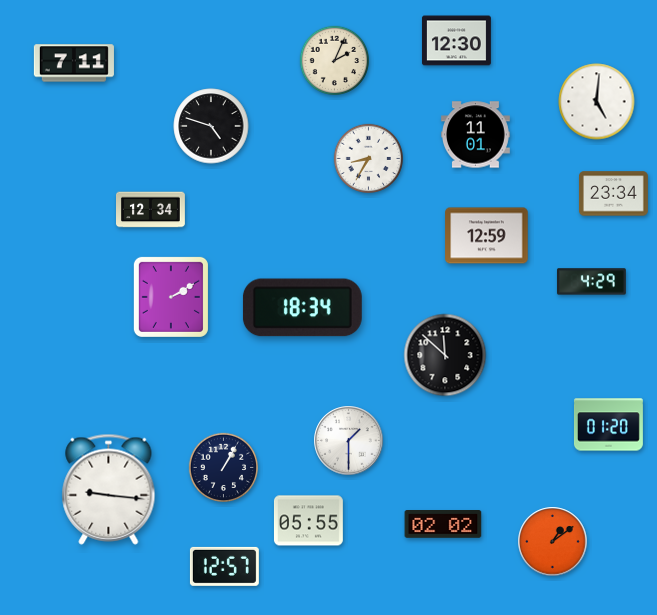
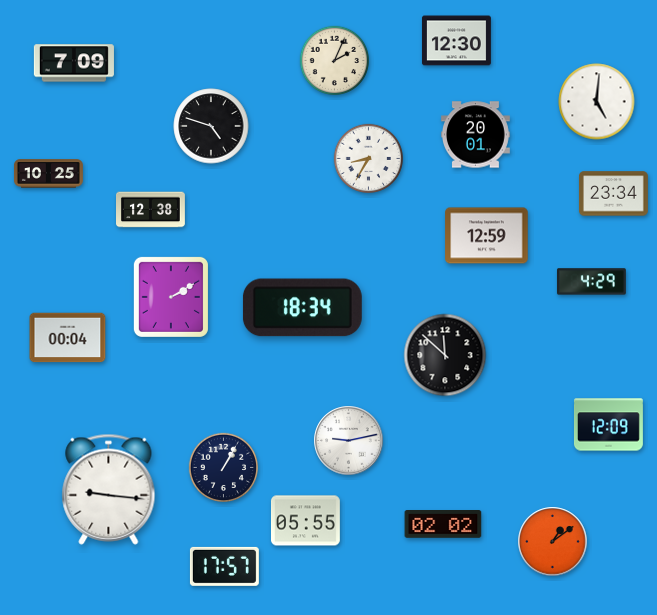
clock at (74, 63): 7:11 -> 7:09
clock at (475, 135): 11:01 -> 20:01
clock at (48, 174): none -> 10:25
clock at (151, 210): 12:34 -> 12:38
clock at (68, 338): none -> 00:04
clock at (608, 425): 01:20 -> 12:09
clock at (349, 441): 1:30 -> 9:13
clock at (308, 521) position: (308, 521) -> (305, 521)
clock at (224, 566): 12:57 -> 17:57
